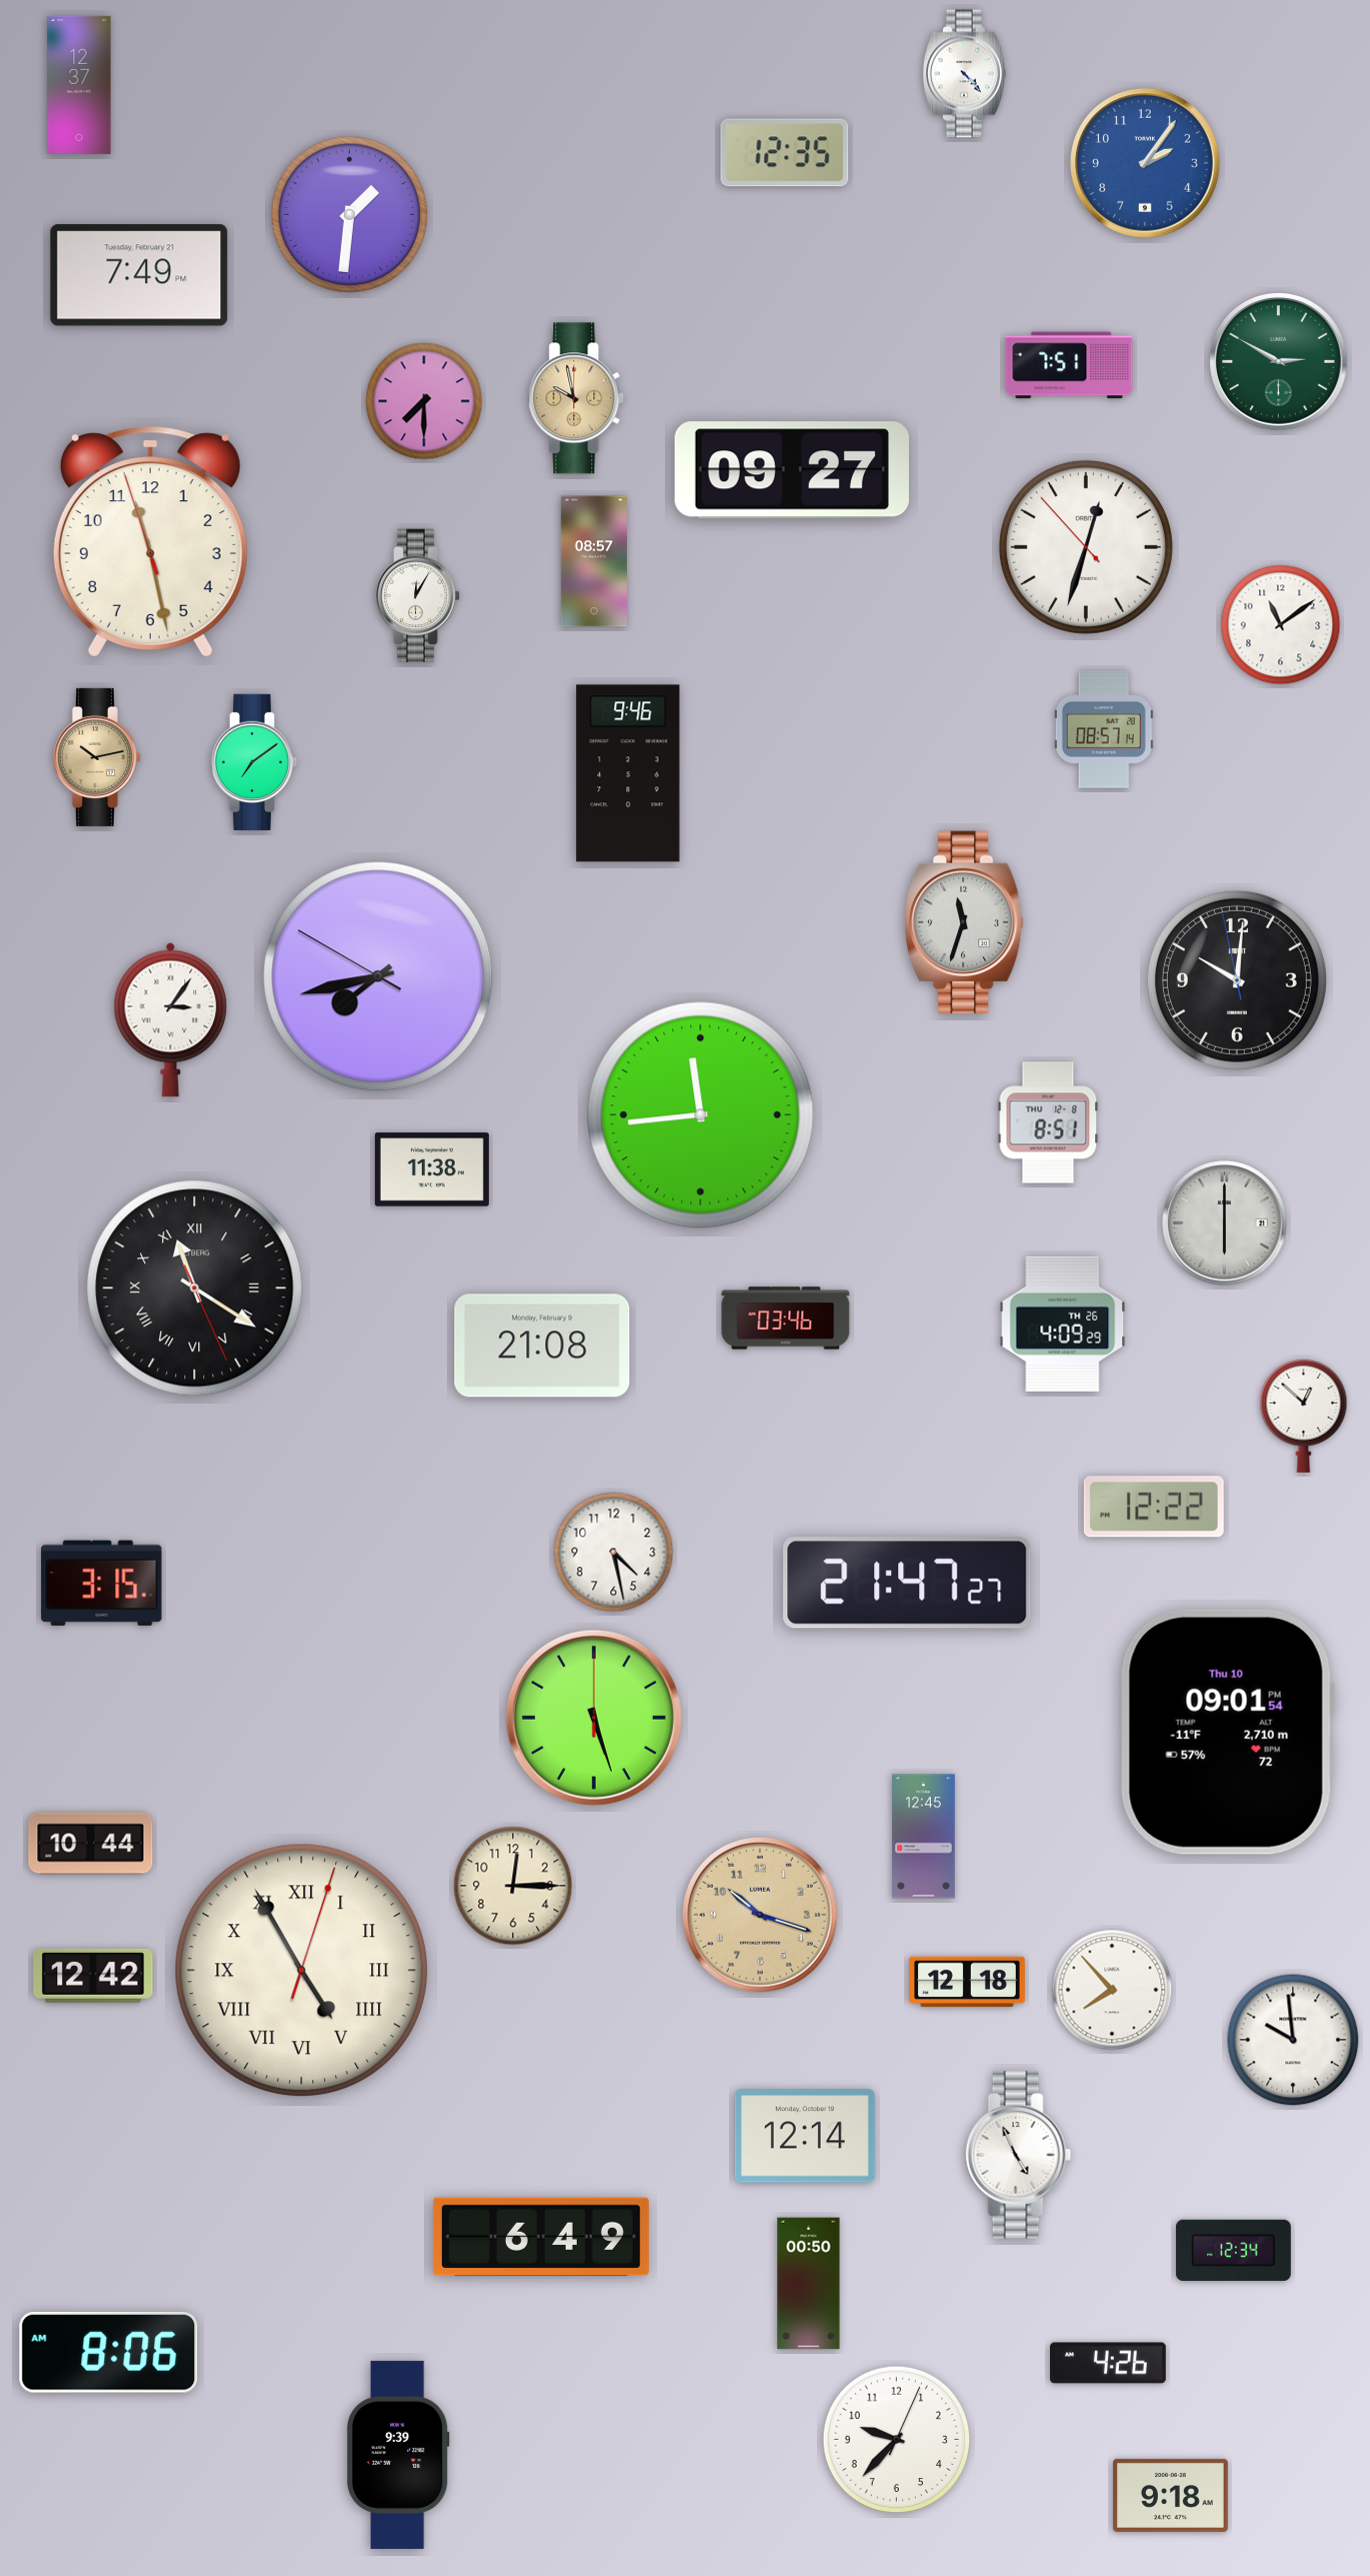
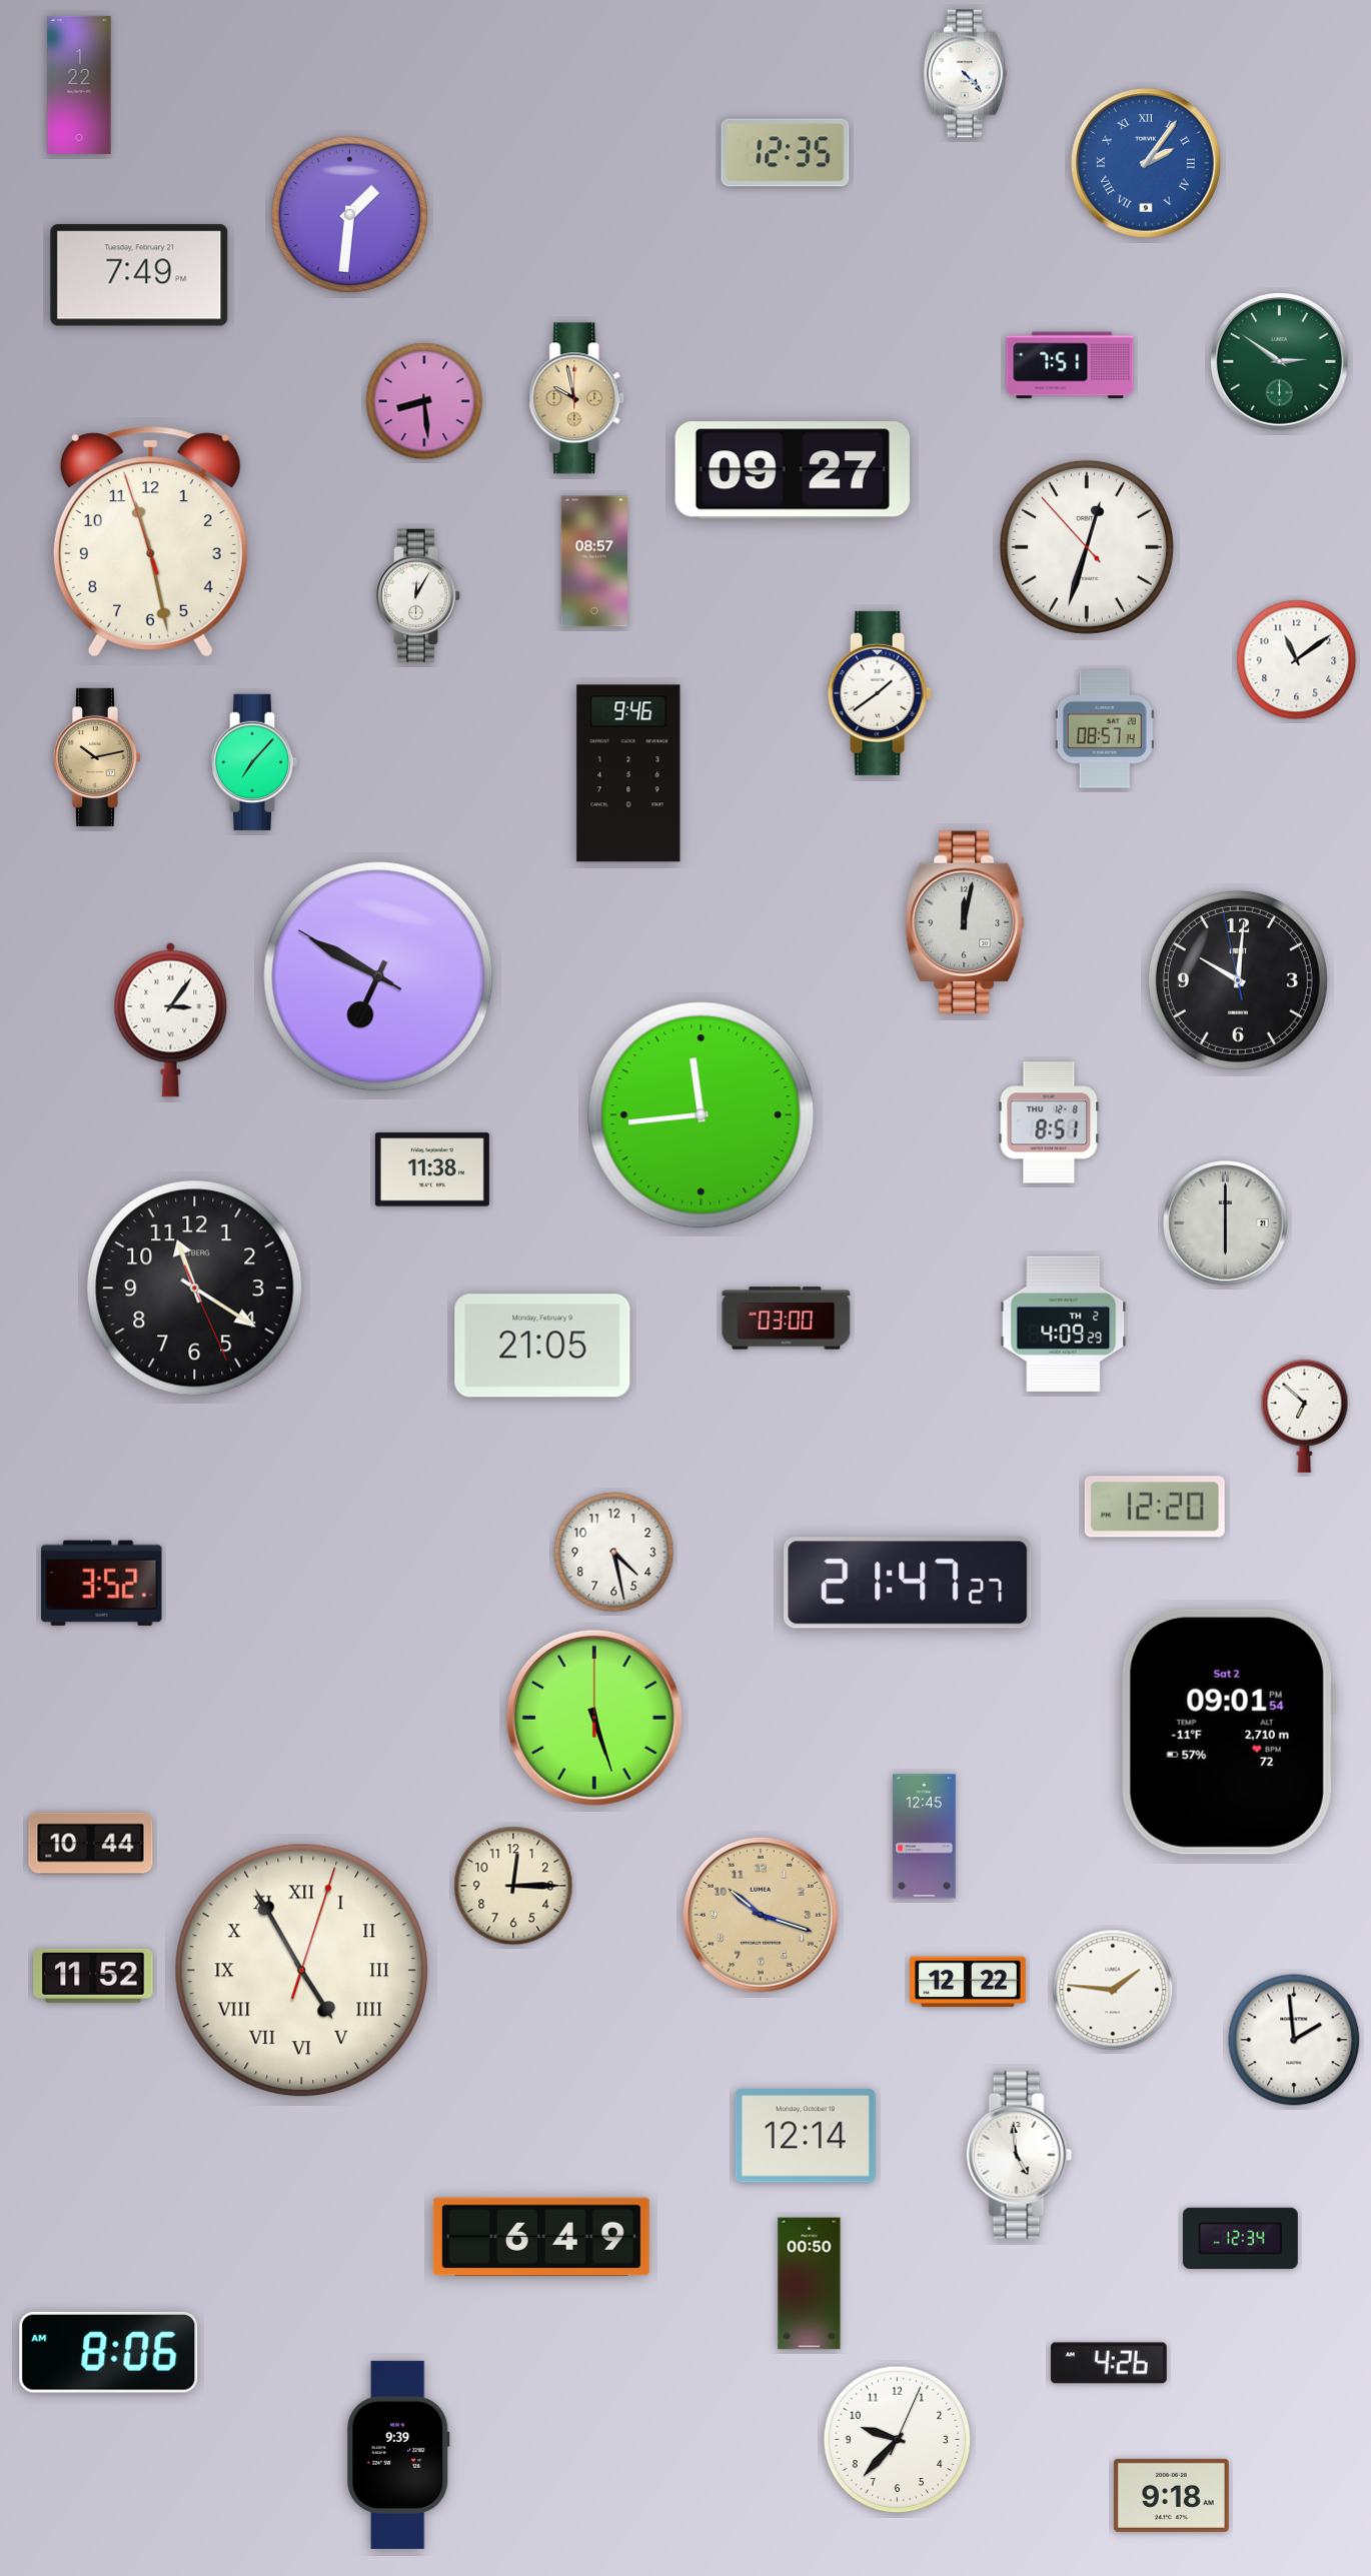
clock at (79, 85): 12:37 -> 1:22
clock at (1145, 163) numerals: Arabic -> Roman
clock at (1279, 362): 2:50 -> 2:51
clock at (424, 401): 7:30 -> 8:29
clock at (1281, 625) position: (1281, 625) -> (1297, 660)
clock at (880, 693): none -> 1:39
clock at (254, 762): 7:09 -> 7:07
clock at (964, 922): 11:33 -> 12:02
clock at (378, 976): 7:42 -> 6:49
clock at (195, 1289) numerals: Roman -> Arabic
clock at (786, 1319): 03:46 -> 03:00
clock at (1063, 1324) date: TH 26 -> TH 2
clock at (542, 1346): 21:08 -> 21:05
clock at (1304, 1416): 12:52 -> 6:52
clock at (1154, 1507): 12:22 -> 12:20
clock at (102, 1583): 3:15 -> 3:52
clock at (1227, 1732) date: Thu 10 -> Sat 2
clock at (93, 1976): 12:42 -> 11:52
clock at (968, 1982): 12:18 -> 12:22
clock at (1112, 1990): 7:53 -> 1:46
clock at (1293, 2040): 9:59 -> 1:59
clock at (1018, 2156): 4:56 -> 4:59
clock at (1233, 2250) position: (1233, 2250) -> (1240, 2238)
